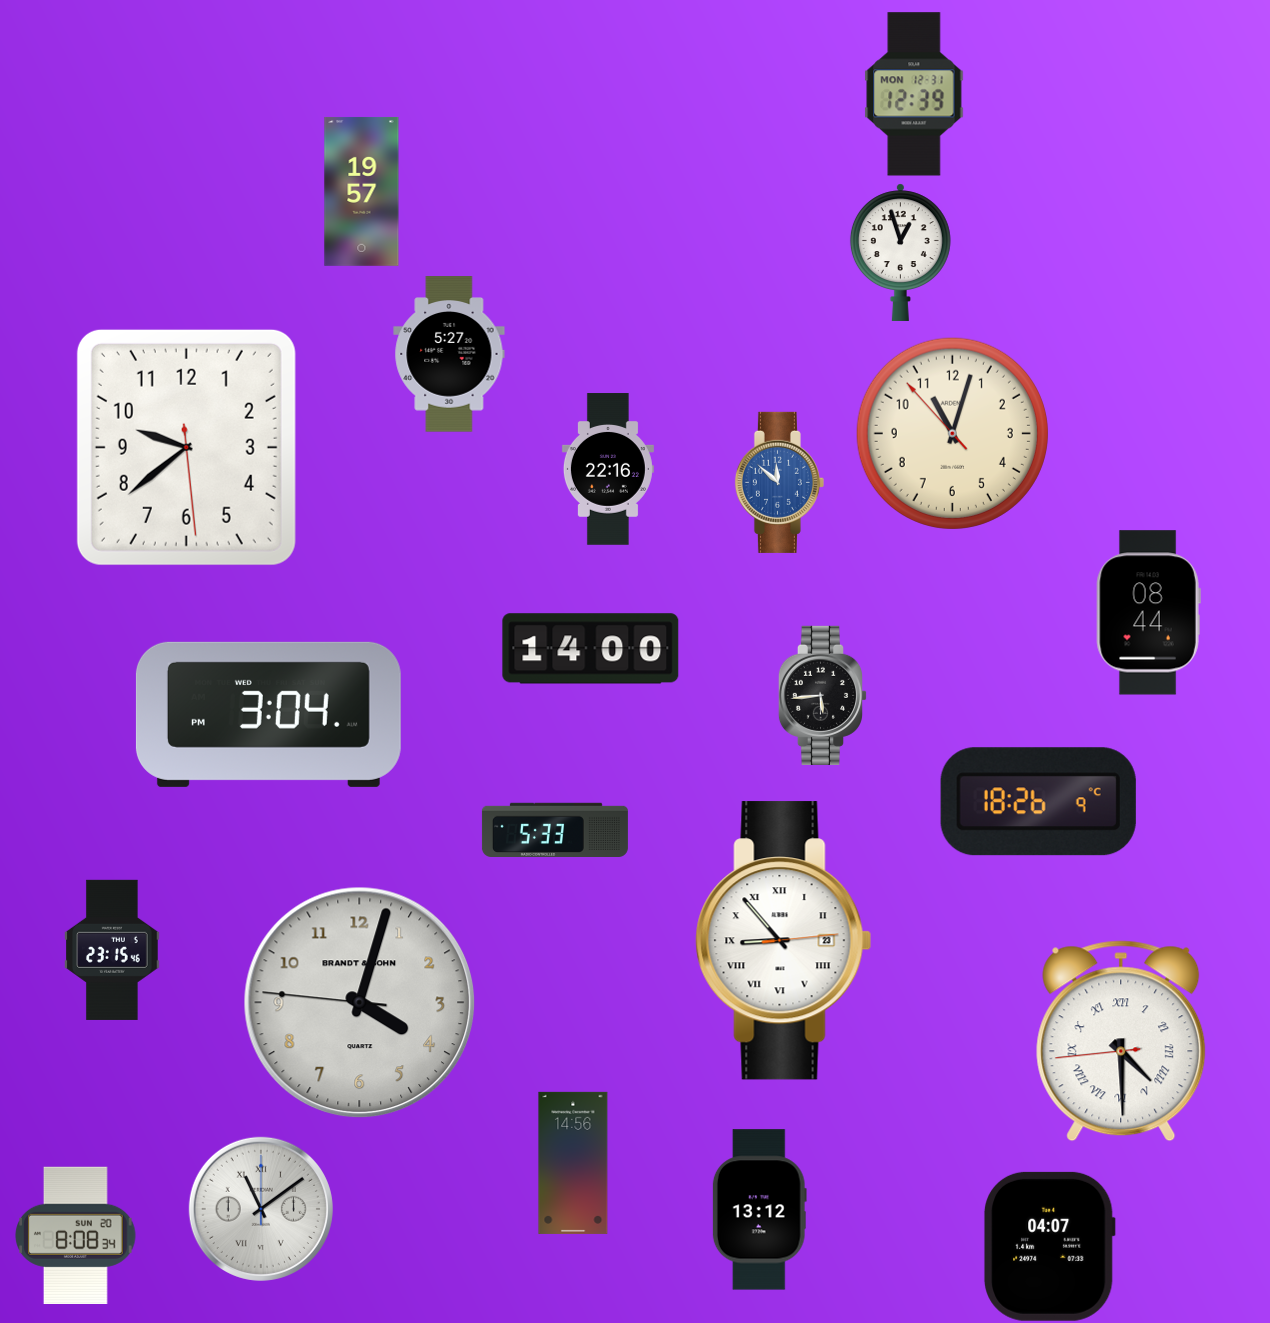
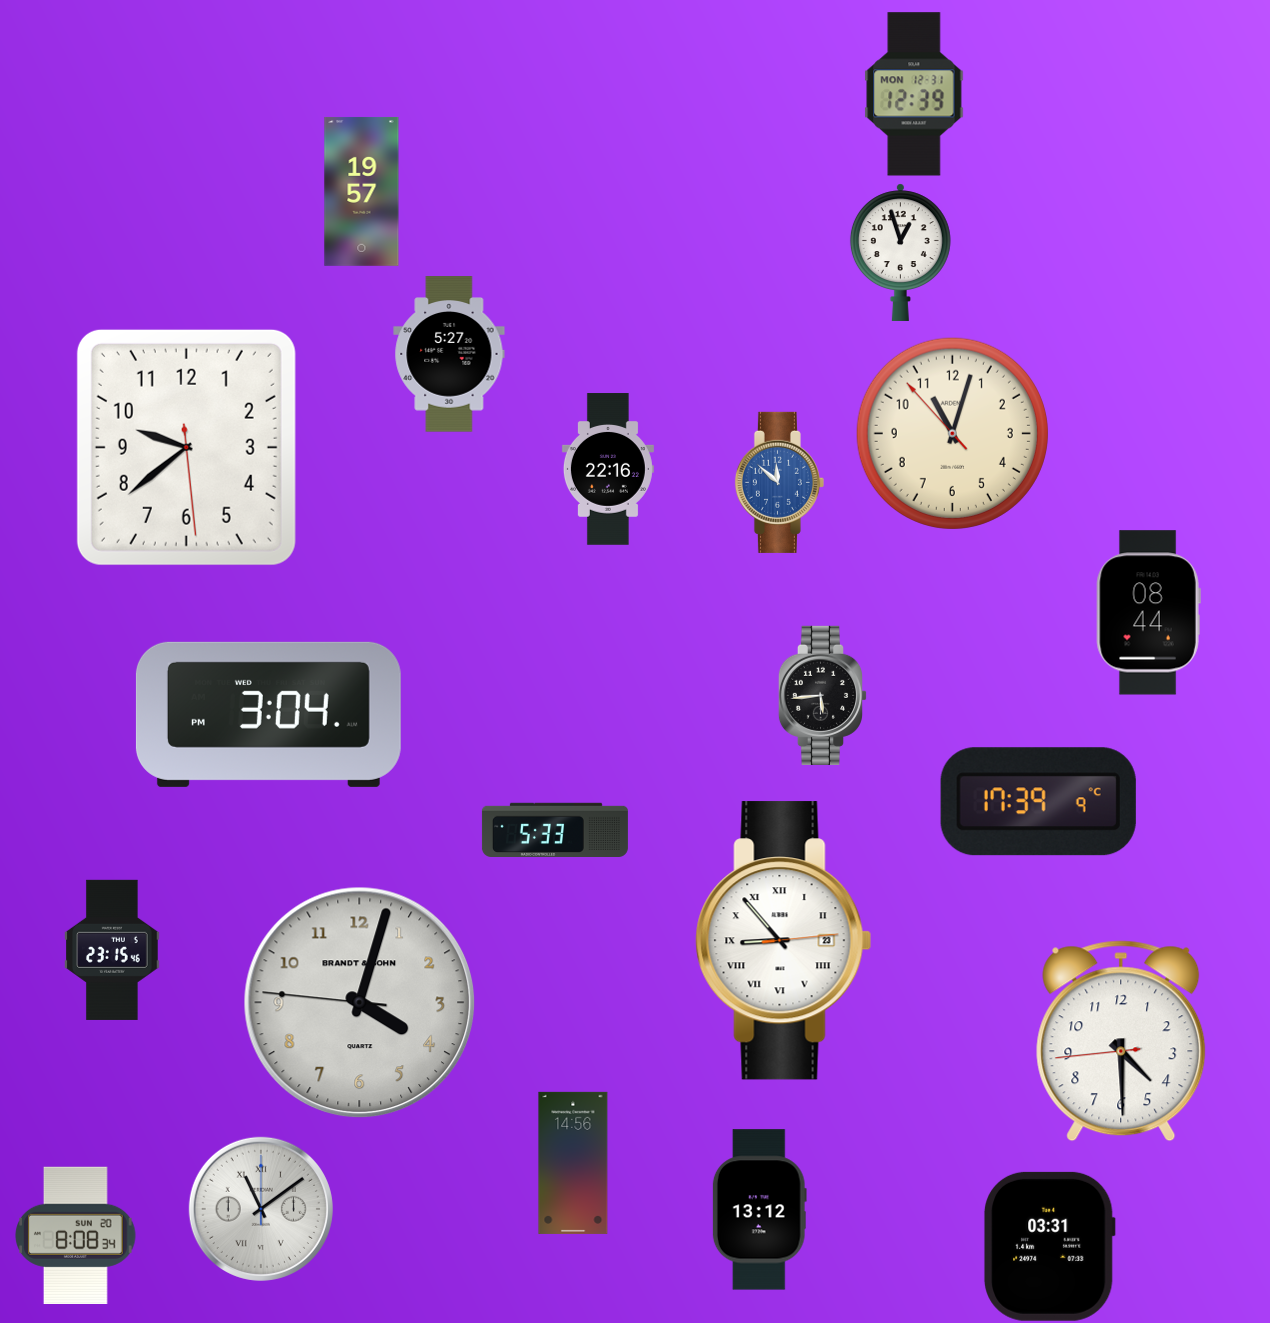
clock at (591, 649): 14:00 -> none
clock at (1038, 802): 18:26 -> 17:39
clock at (1121, 1041) numerals: Roman -> Arabic
clock at (1049, 1246): 04:07 -> 03:31
